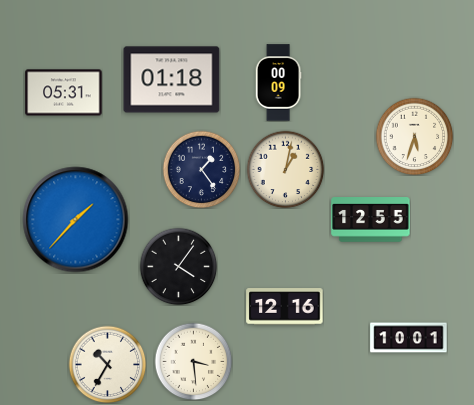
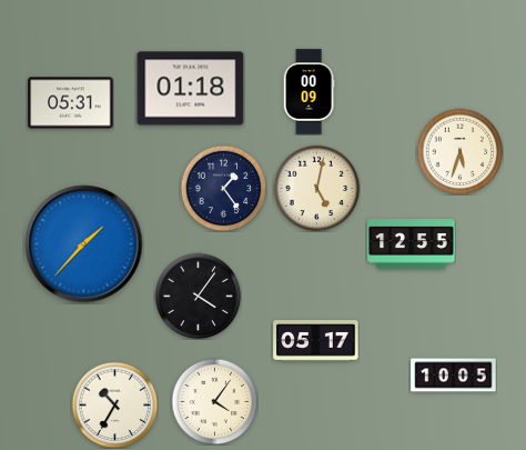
clock at (285, 169): 1:02 -> 5:02
clock at (285, 307): 12:16 -> 05:17
clock at (409, 338): 10:01 -> 10:05
clock at (193, 361): 3:29 -> 4:06
clock at (107, 364) position: (107, 364) -> (114, 404)
